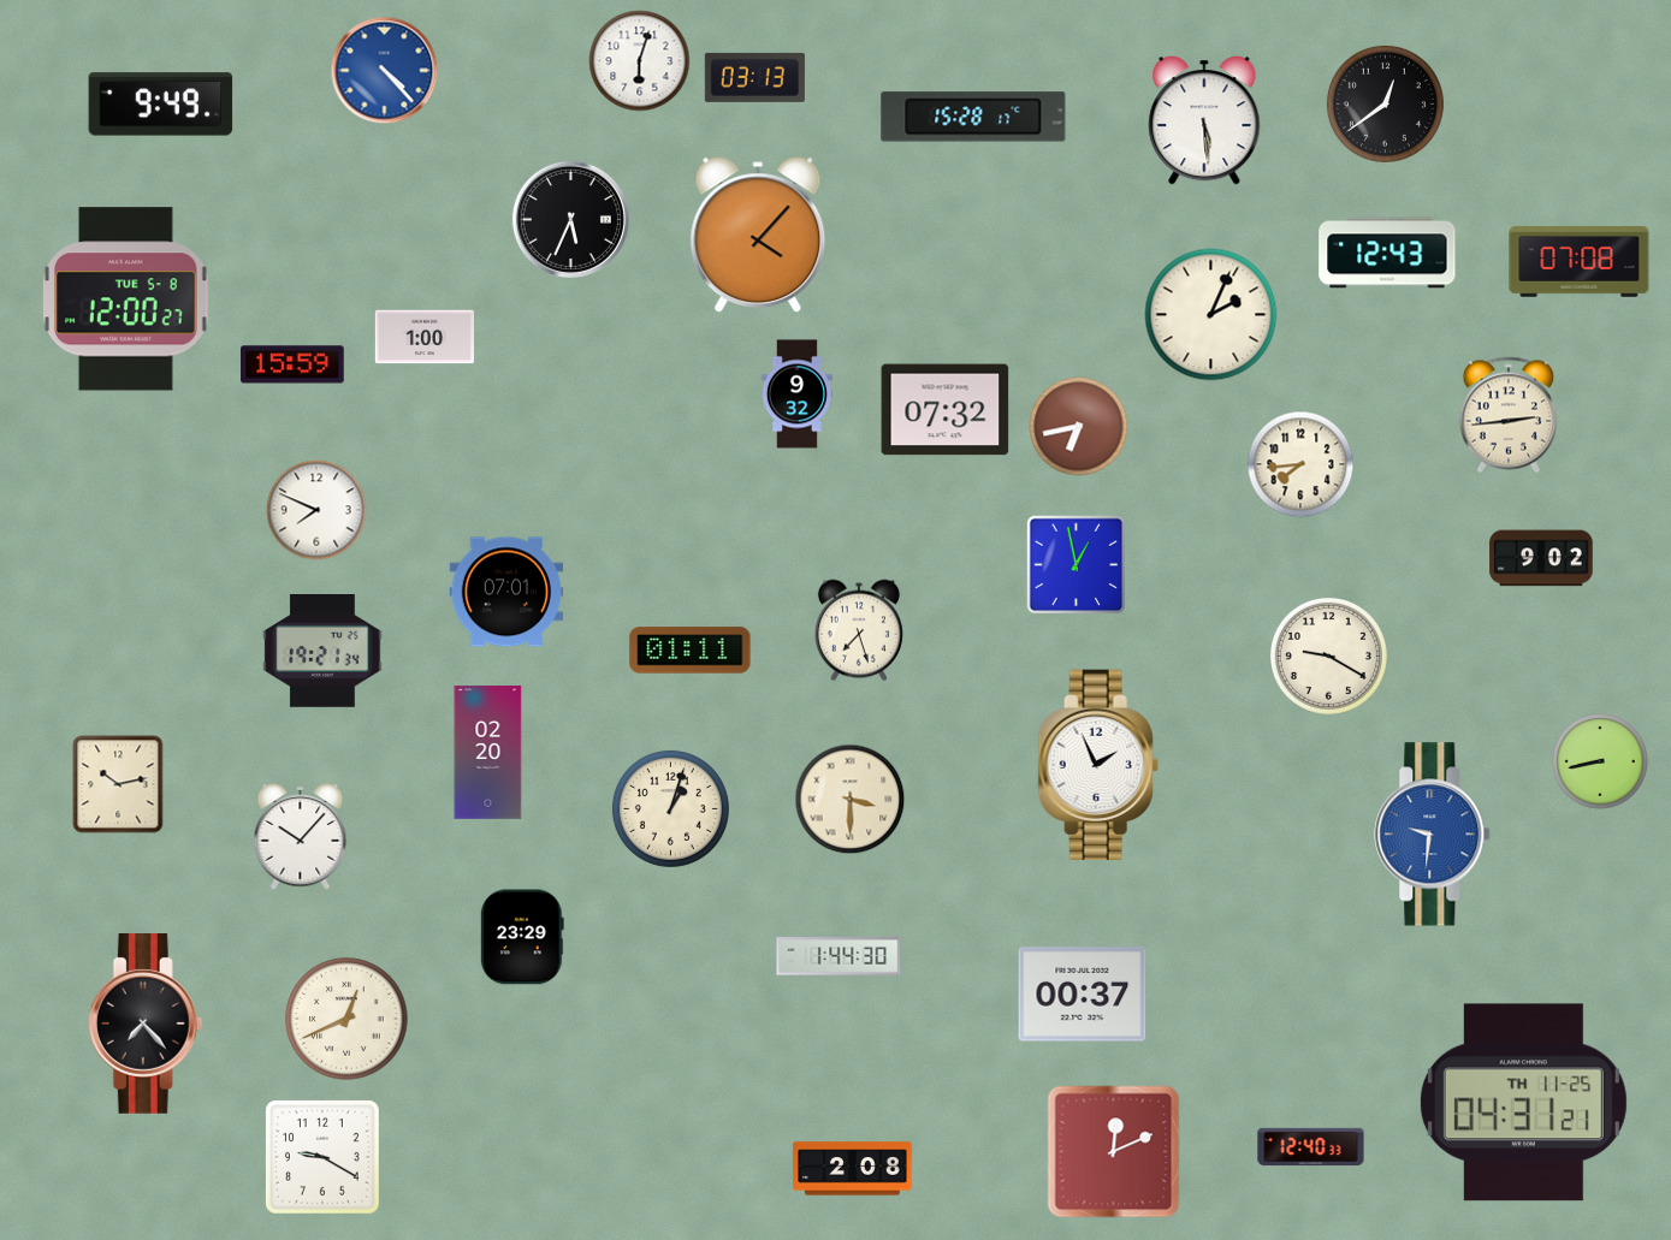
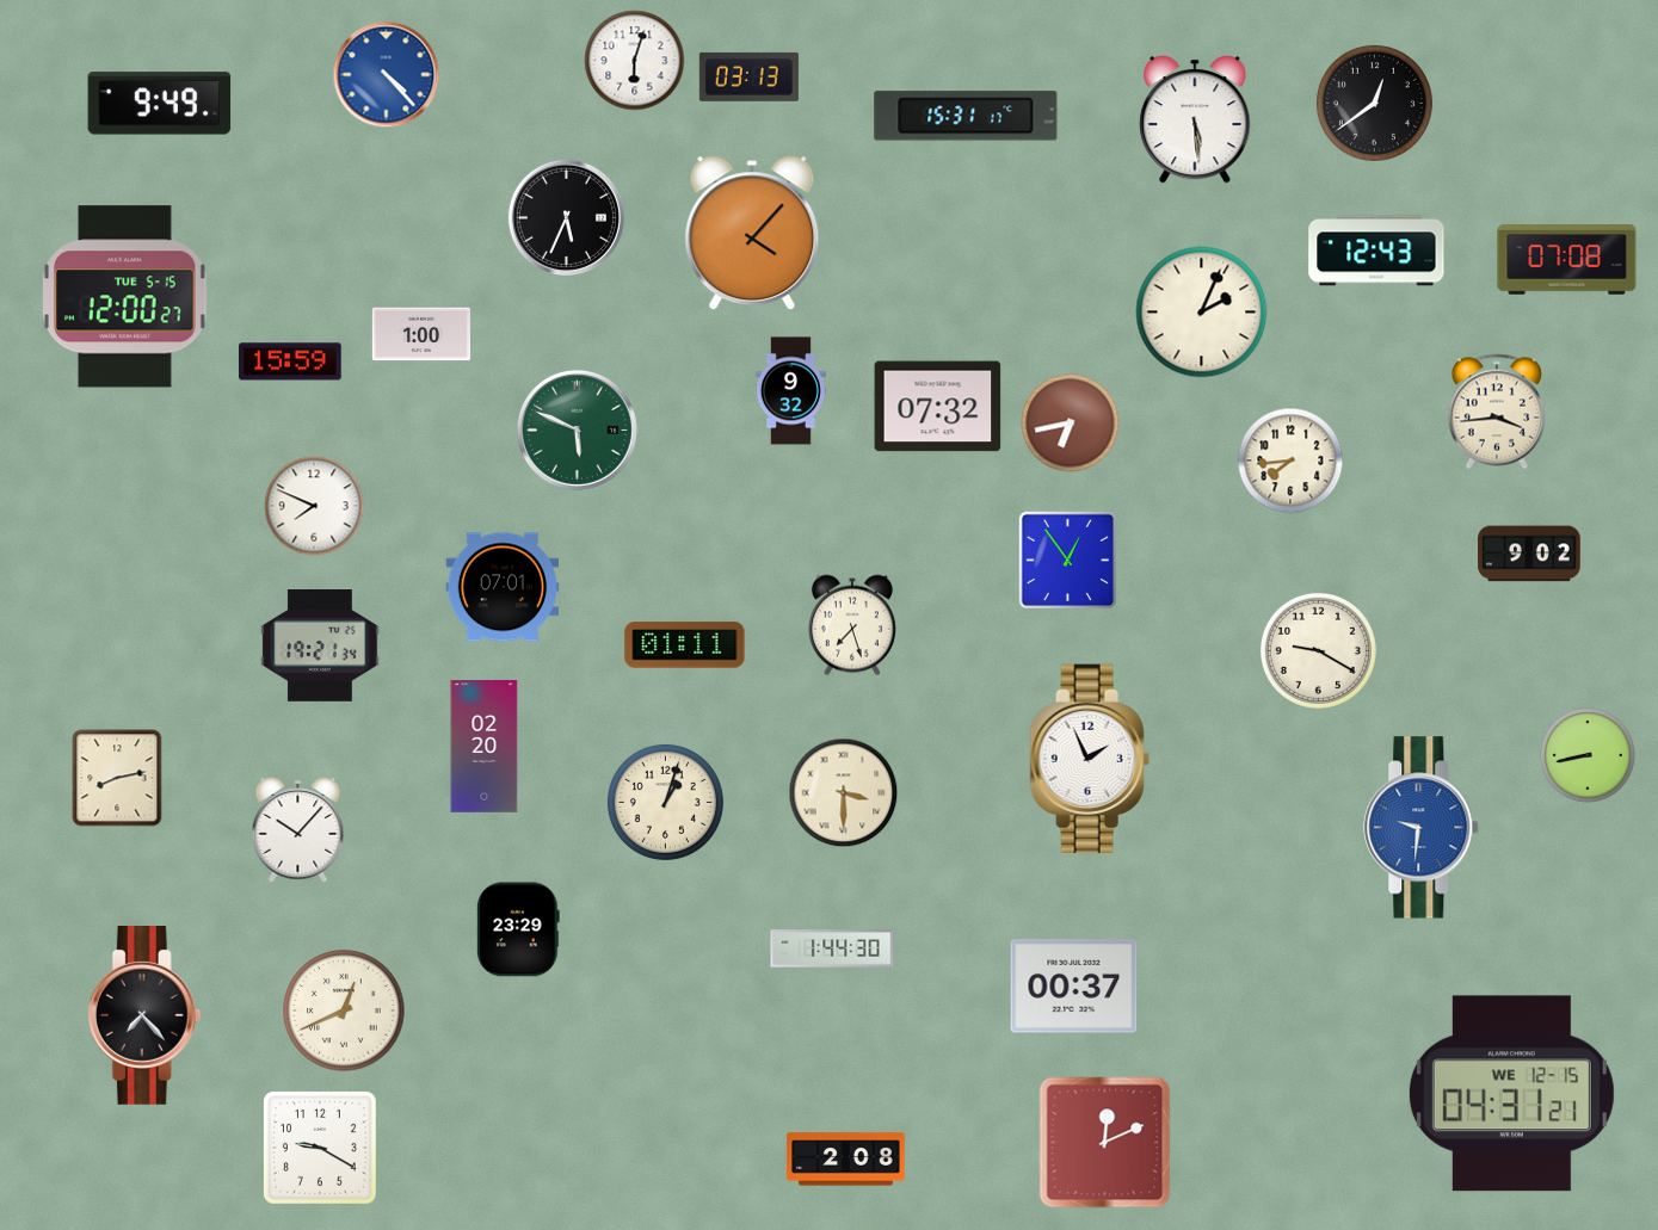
clock at (385, 71) position: (385, 71) -> (387, 75)
clock at (973, 117): 15:28 -> 15:31
clock at (126, 299) date: TUE 5-8 -> TUE 5-15
clock at (1507, 415): 2:44 -> 3:44
clock at (577, 429): none -> 5:49
clock at (1077, 565): 12:58 -> 12:54
clock at (118, 784): 10:13 -> 8:13
clock at (1523, 1103) date: TH 11-25 -> WE 12-15
clock at (1311, 1147): 12:40 -> none
